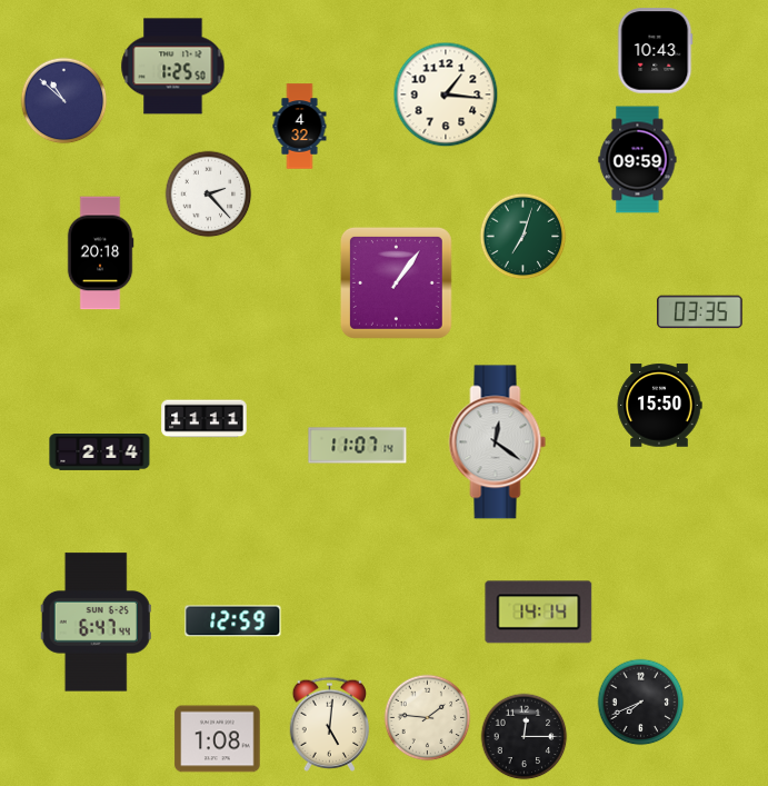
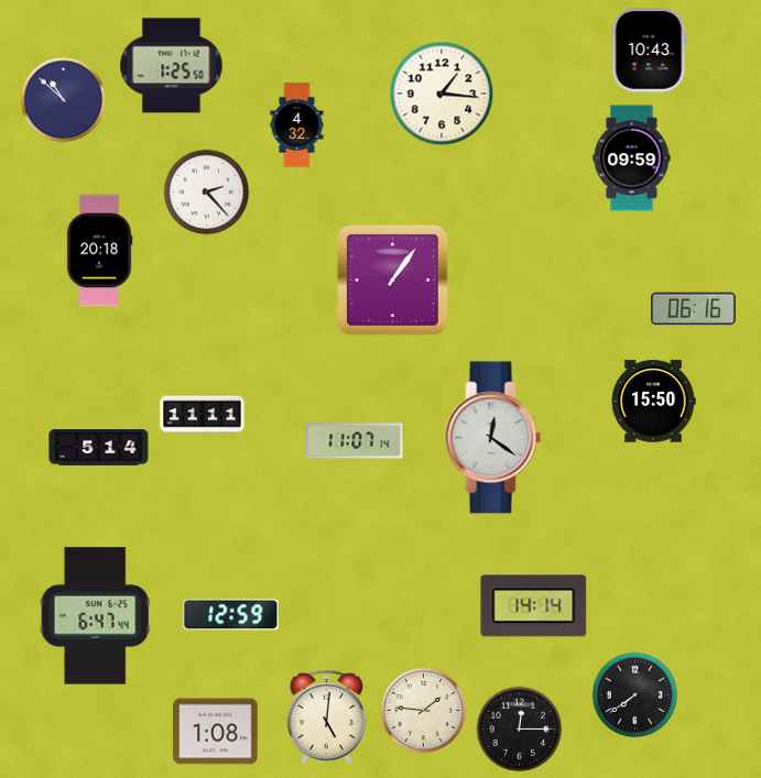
clock at (522, 236): 7:03 -> none
clock at (700, 312): 03:35 -> 06:16
clock at (100, 452): 2:14 -> 5:14
clock at (640, 702): 7:41 -> 7:39
